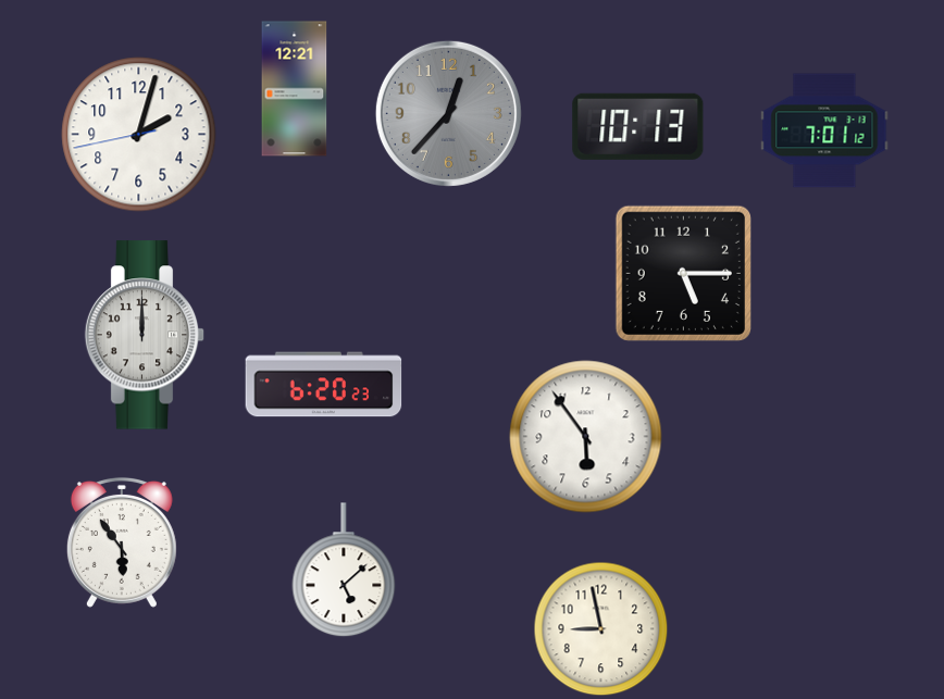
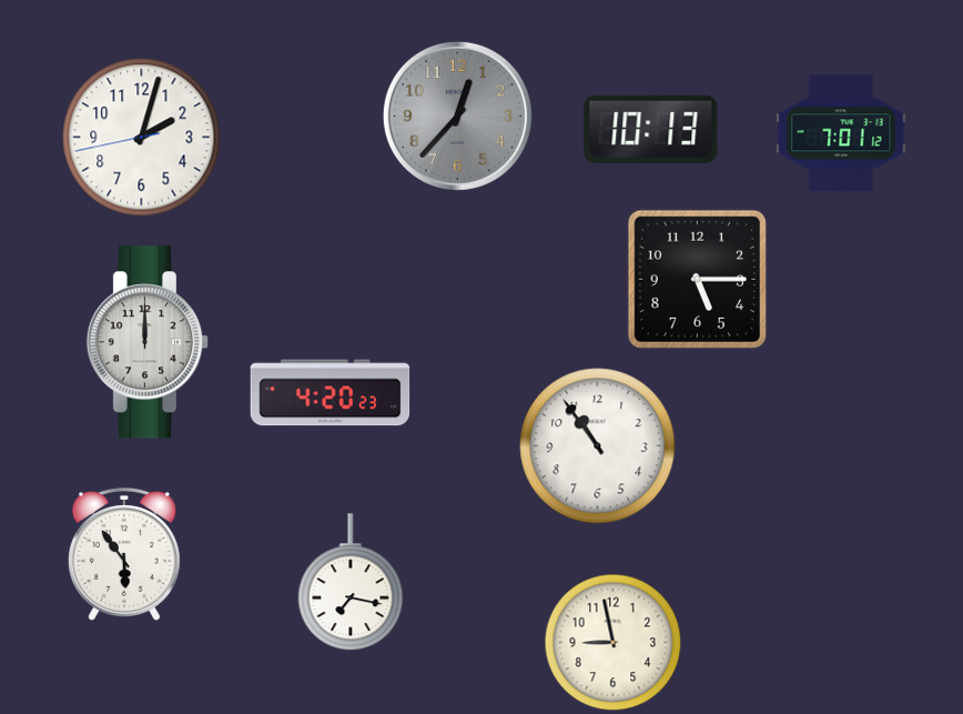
clock at (295, 89): 12:21 -> none
clock at (324, 385): 6:20 -> 4:20
clock at (586, 437): 5:54 -> 10:54
clock at (344, 570): 5:08 -> 7:17
